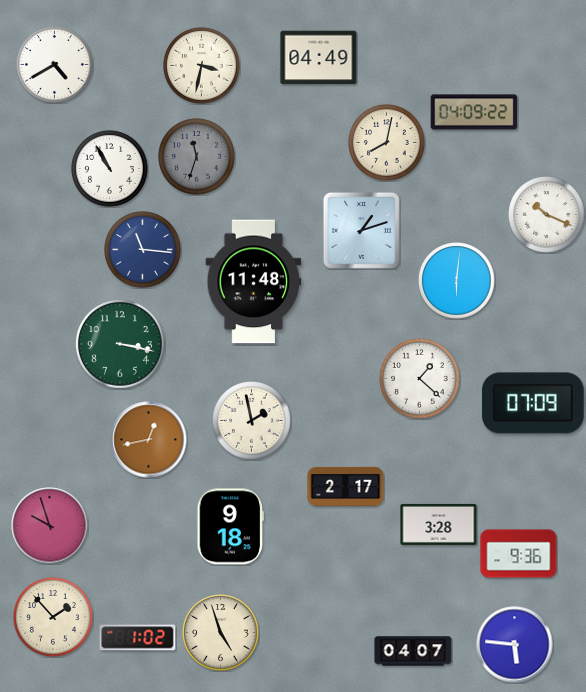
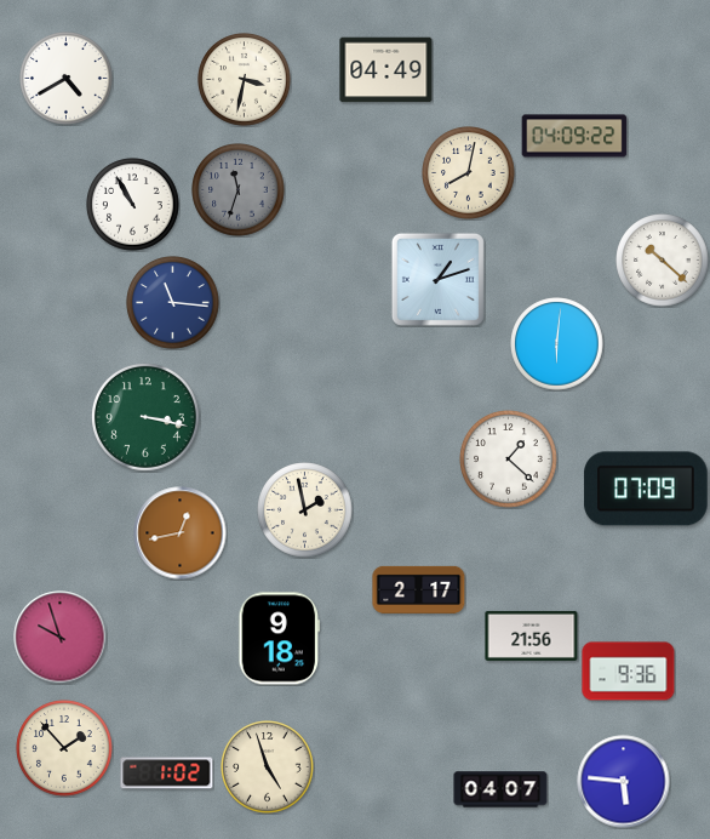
clock at (547, 215): 10:19 -> 10:22
clock at (457, 281) position: (457, 281) -> (557, 344)
clock at (254, 282): 11:48 -> none
clock at (439, 524): 3:28 -> 21:56
